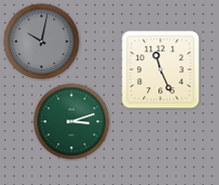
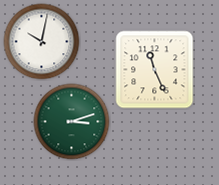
clock at (42, 42) dial: grey -> white
clock at (161, 70) position: (161, 70) -> (155, 70)
